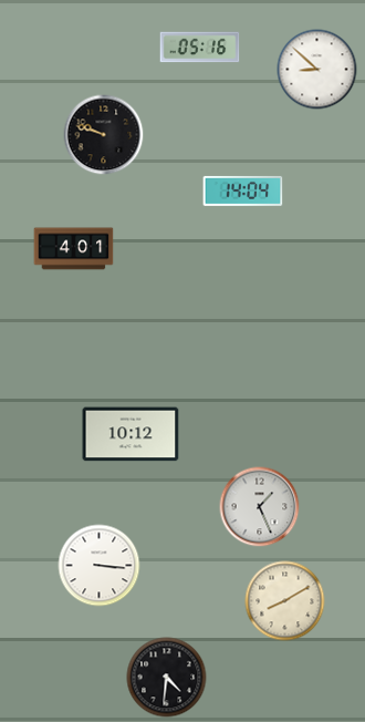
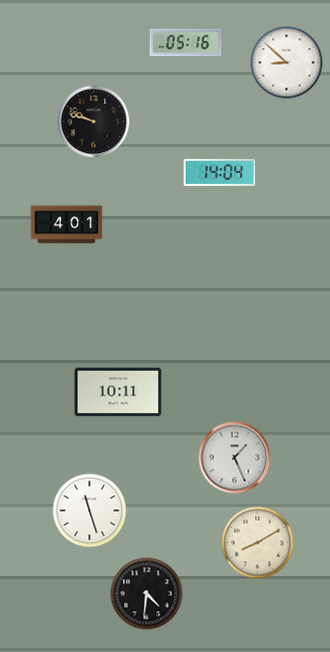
clock at (200, 48) position: (200, 48) -> (186, 43)
clock at (131, 434): 10:12 -> 10:11
clock at (100, 566): 3:16 -> 11:27
clock at (167, 678) position: (167, 678) -> (147, 594)
